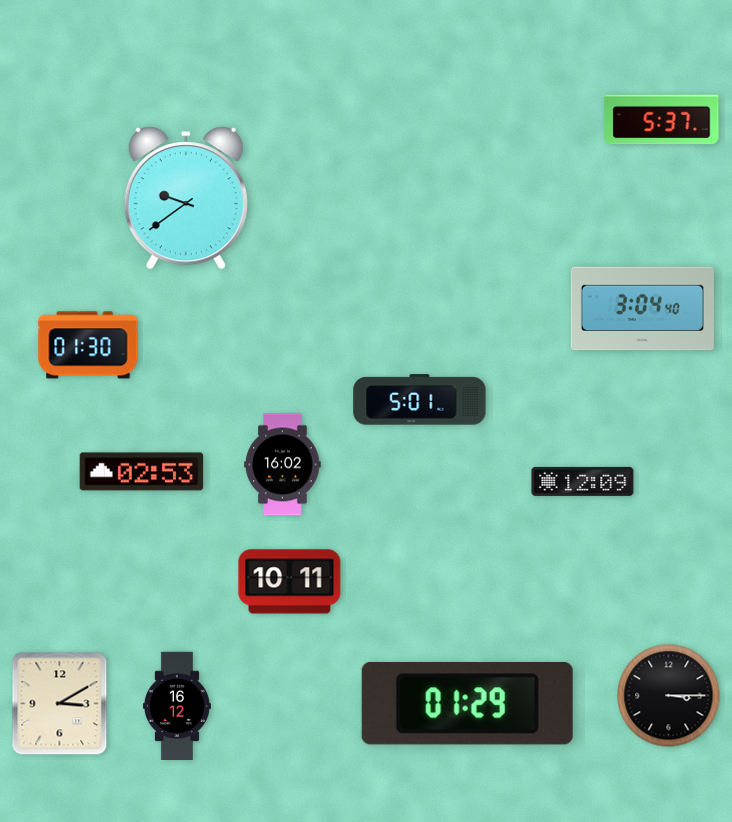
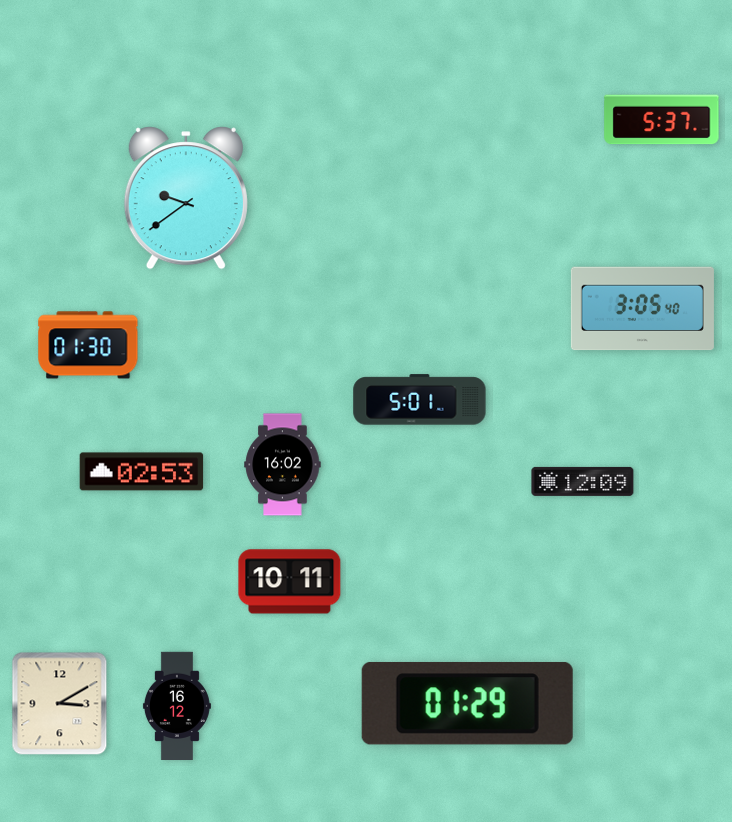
clock at (642, 309): 3:04 -> 3:05
clock at (669, 696): 3:15 -> none
